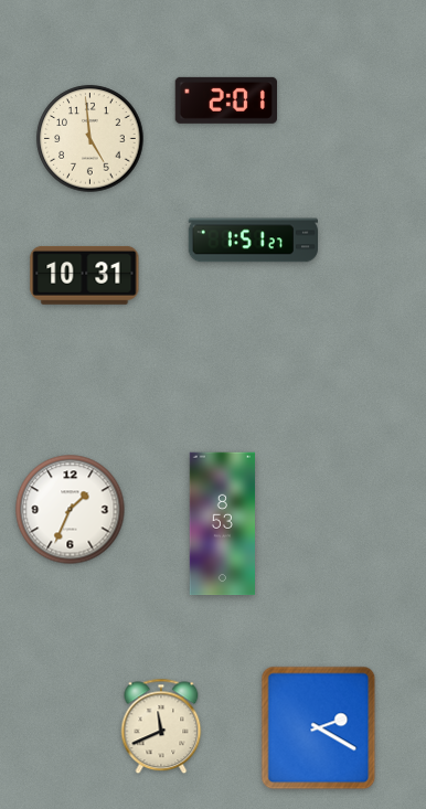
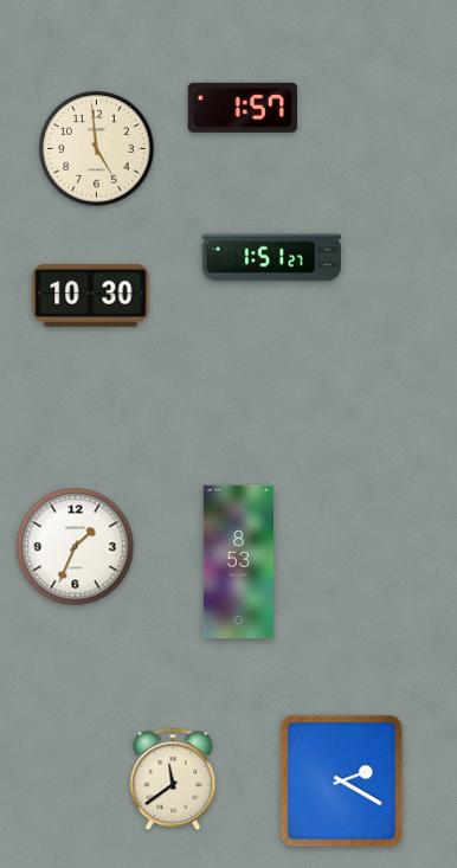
clock at (225, 100): 2:01 -> 1:57
clock at (85, 275): 10:31 -> 10:30
clock at (161, 726): 11:41 -> 11:39
